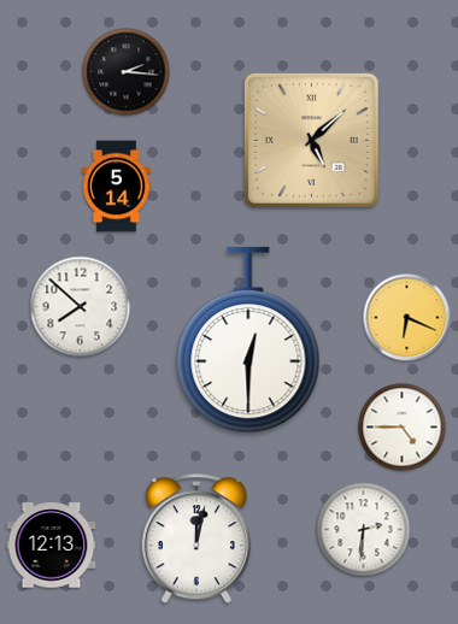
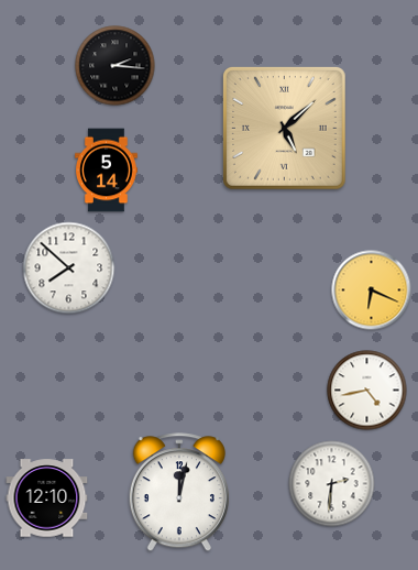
clock at (81, 307) position: (81, 307) -> (69, 268)
clock at (248, 340): 12:30 -> none
clock at (403, 428): 4:45 -> 4:43
clock at (52, 546): 12:13 -> 12:10
